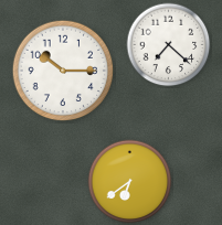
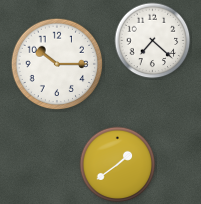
clock at (130, 182): 6:39 -> 1:39
